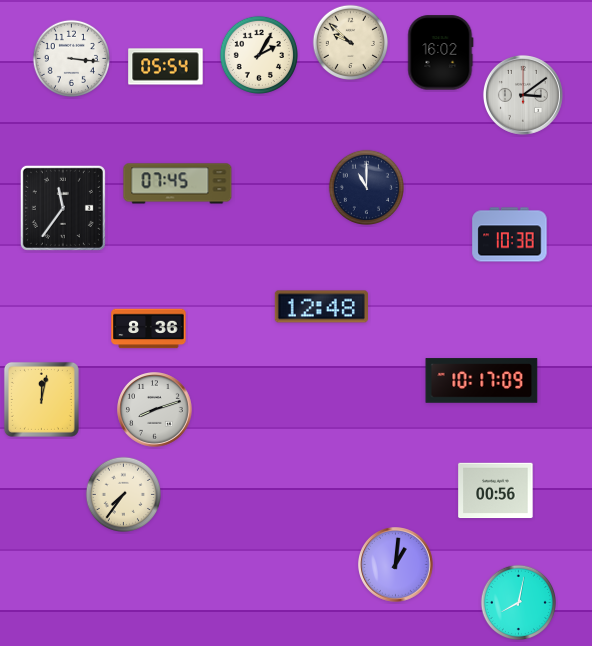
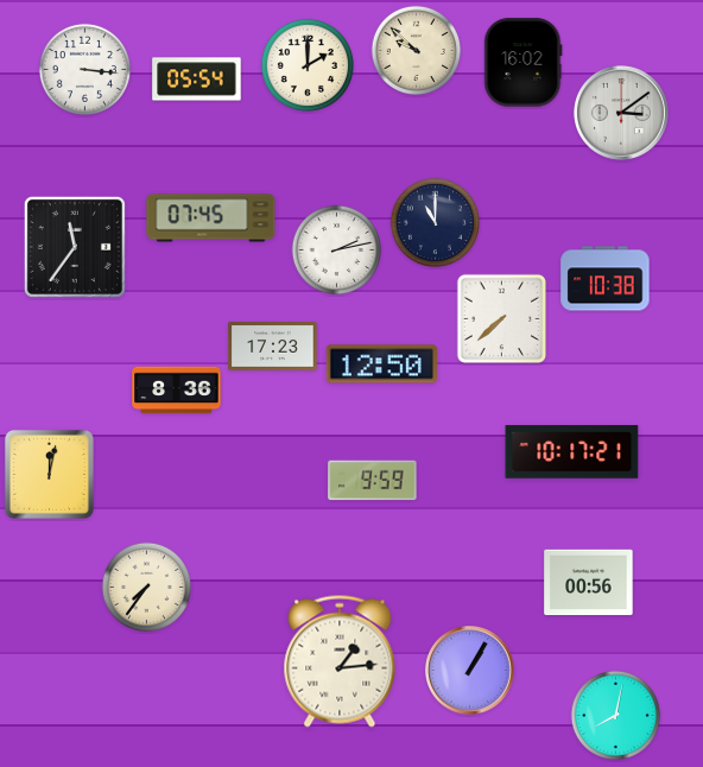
clock at (259, 55): 2:05 -> 2:00
clock at (336, 249): none -> 2:13
clock at (502, 319): none -> 7:38
clock at (273, 347): none -> 17:23
clock at (321, 307): 12:48 -> 12:50
clock at (482, 381): 10:17:09 -> 10:17:21
clock at (373, 481): none -> 9:59
clock at (155, 410): 8:12 -> none
clock at (340, 661): none -> 1:14
clock at (396, 565): 1:01 -> 1:05
